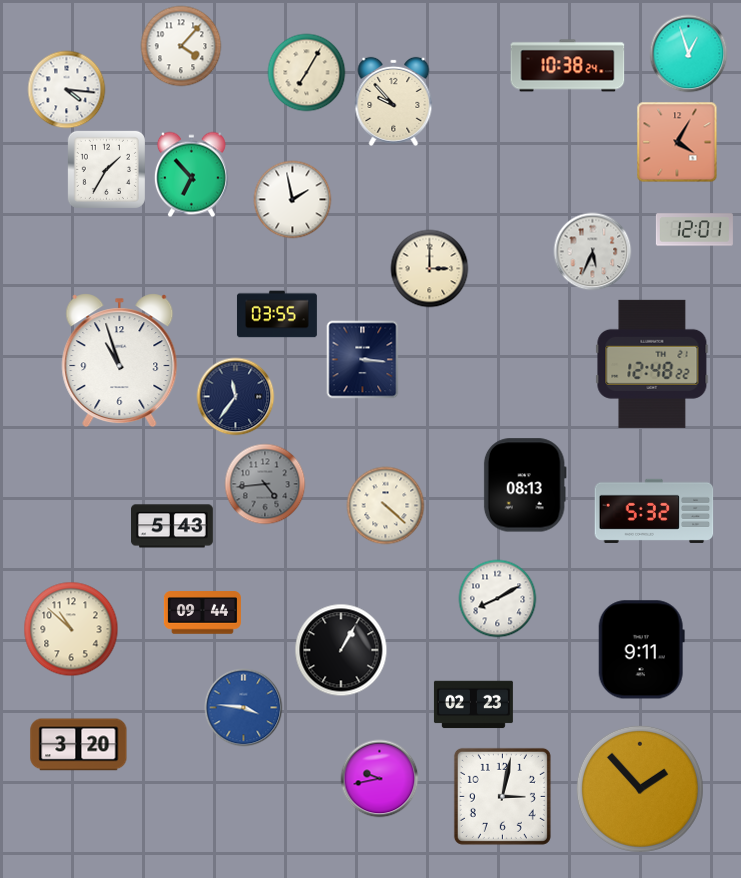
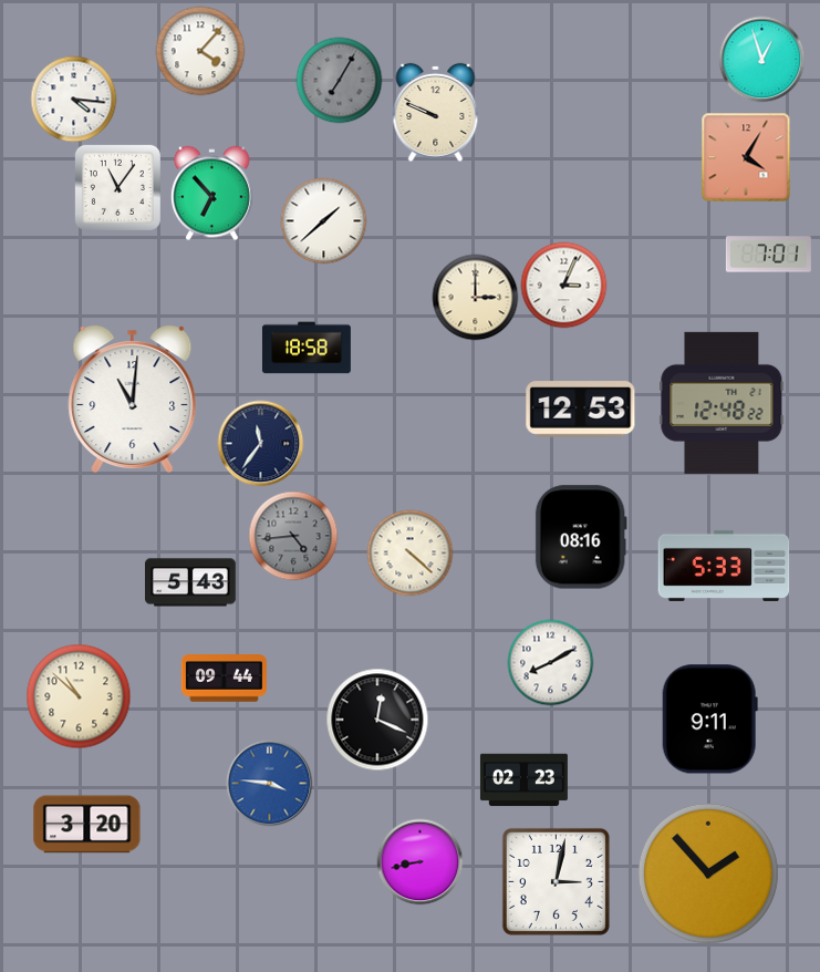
clock at (568, 66): 10:38 -> none
clock at (306, 72) dial: cream -> grey
clock at (394, 101): 9:53 -> 9:49
clock at (677, 142) position: (677, 142) -> (746, 157)
clock at (106, 169): 1:35 -> 11:06
clock at (292, 199): 1:58 -> 1:38
clock at (694, 230): 12:01 -> 7:01
clock at (592, 251): 5:34 -> none
clock at (563, 285): none -> 3:04
clock at (277, 314): 03:55 -> 18:58
clock at (363, 359): 3:16 -> none
clock at (120, 361): 10:57 -> 11:01
clock at (581, 410): none -> 12:53
clock at (235, 396) position: (235, 396) -> (260, 443)
clock at (525, 485): 08:13 -> 08:16
clock at (385, 505) position: (385, 505) -> (409, 552)
clock at (654, 511): 5:32 -> 5:33
clock at (341, 650): 1:05 -> 12:19
clock at (379, 778): 9:43 -> 8:43
